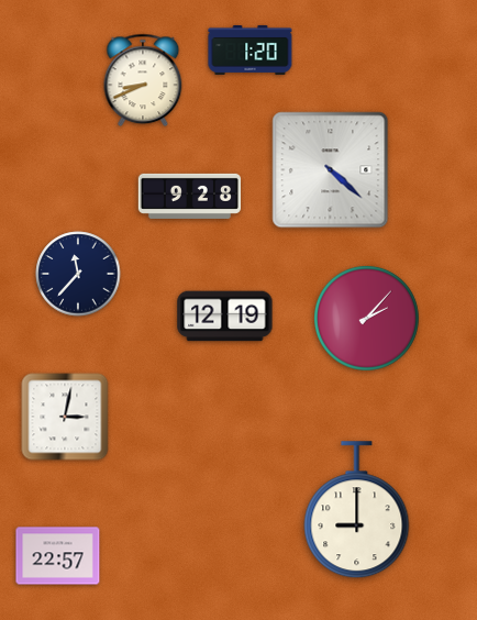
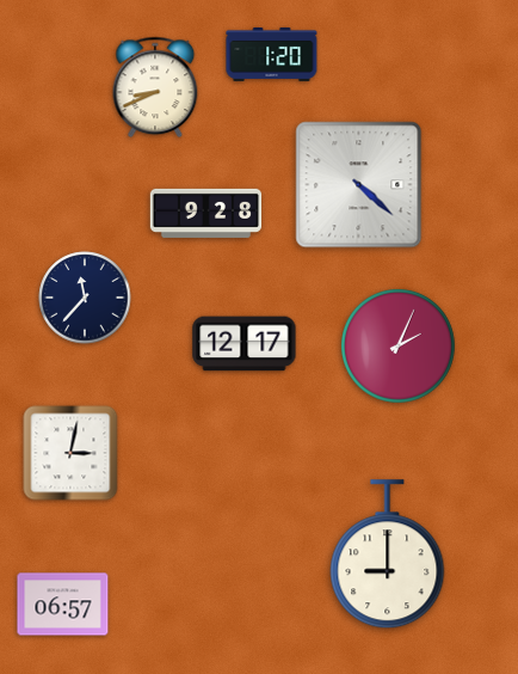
clock at (225, 317): 12:19 -> 12:17
clock at (366, 318): 2:07 -> 2:04
clock at (58, 556): 22:57 -> 06:57
